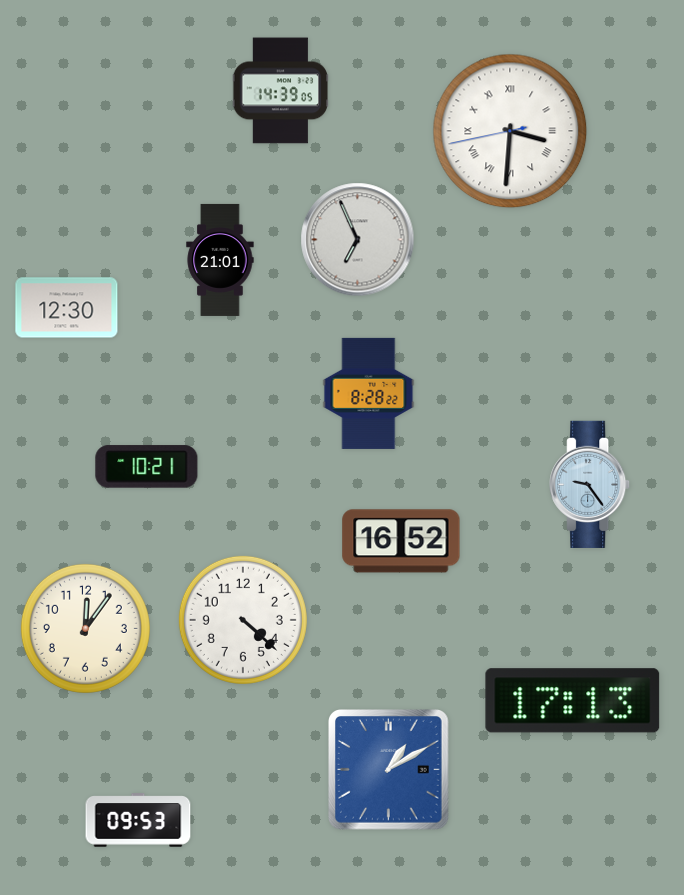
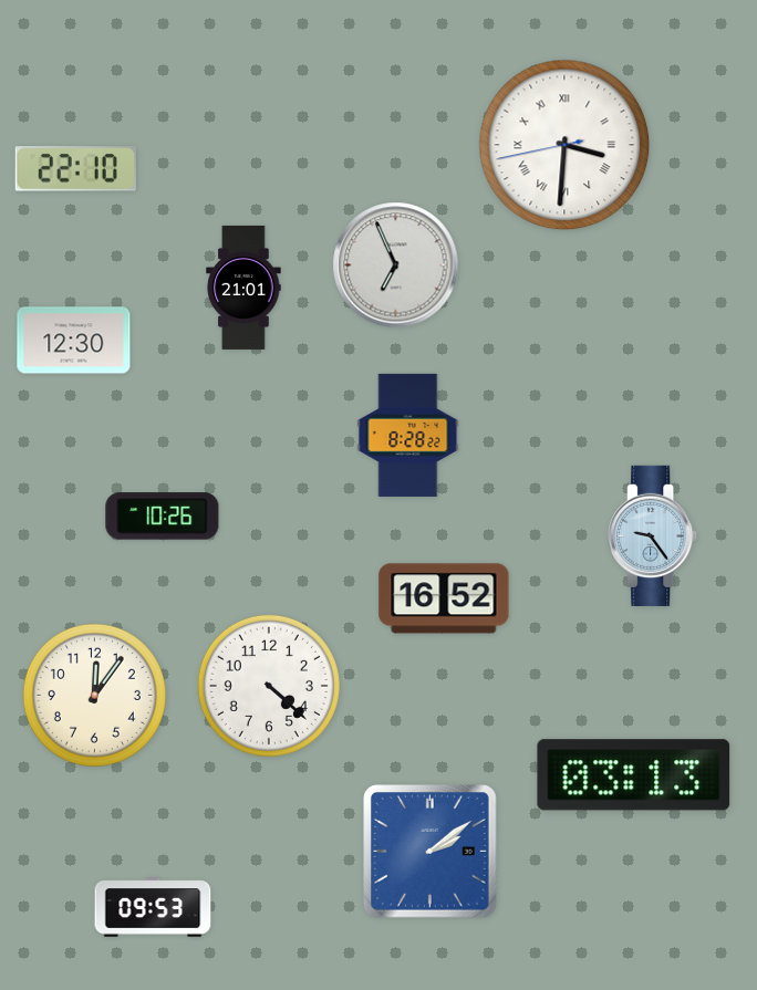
clock at (281, 91): 14:39 -> none
clock at (75, 169): none -> 22:10
clock at (147, 467): 10:21 -> 10:26
clock at (573, 701): 17:13 -> 03:13
clock at (389, 770): 1:10 -> 2:09
